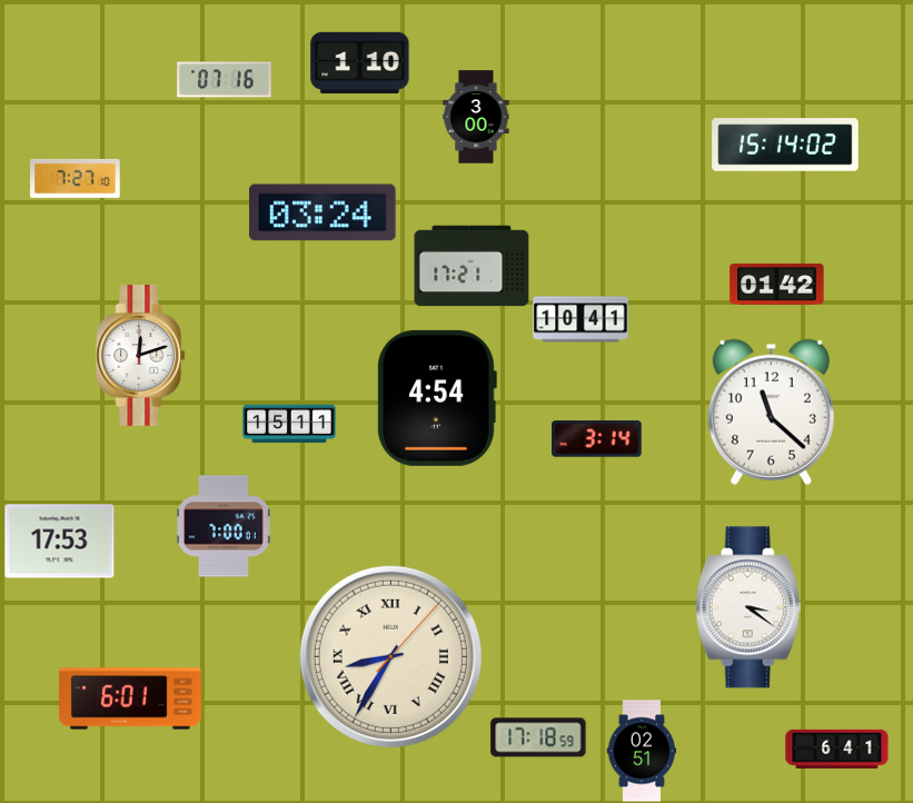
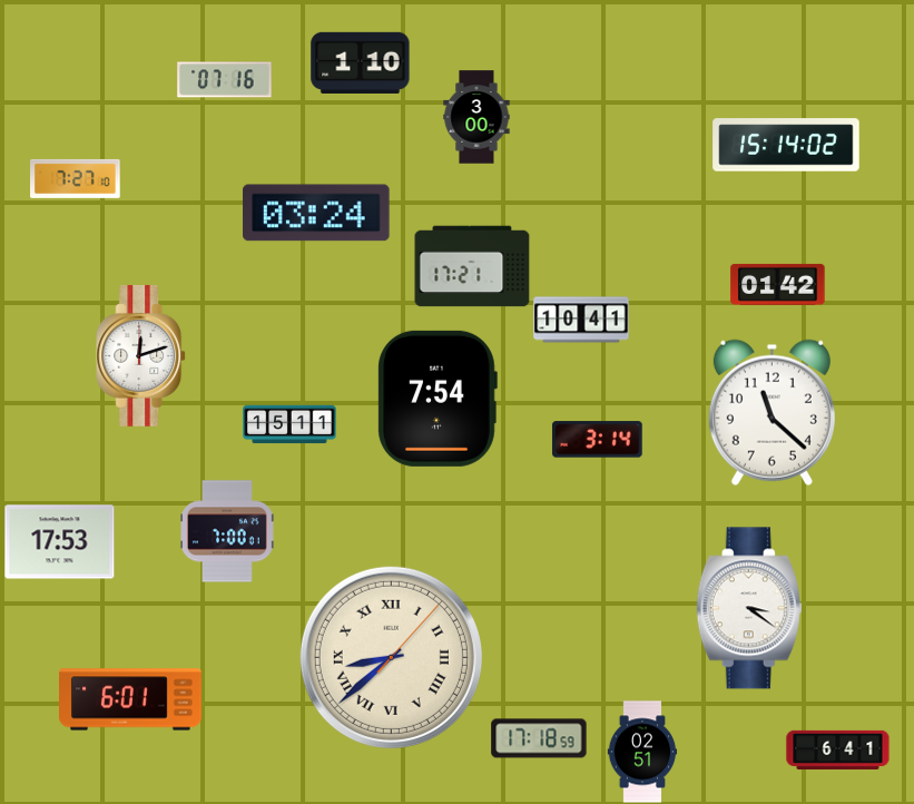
clock at (322, 212) position: (322, 212) -> (316, 213)
clock at (437, 398): 4:54 -> 7:54
clock at (224, 526) position: (224, 526) -> (227, 531)
clock at (390, 656): 8:35 -> 8:38
